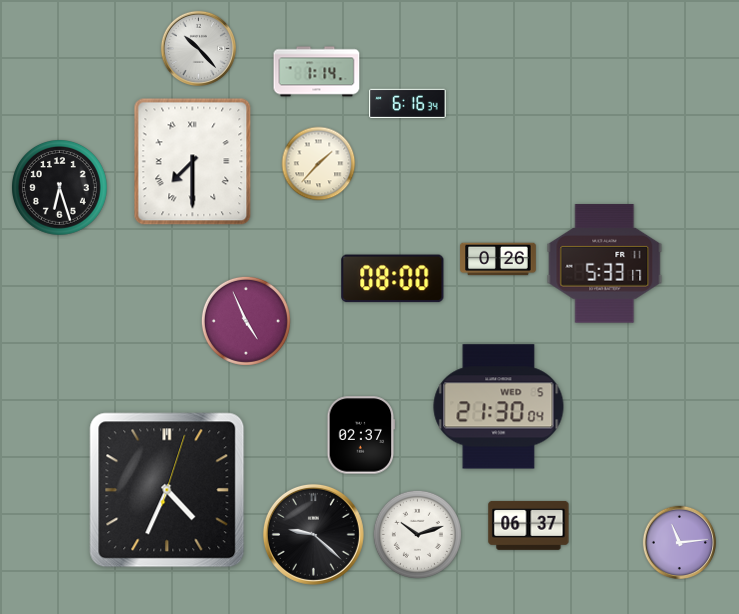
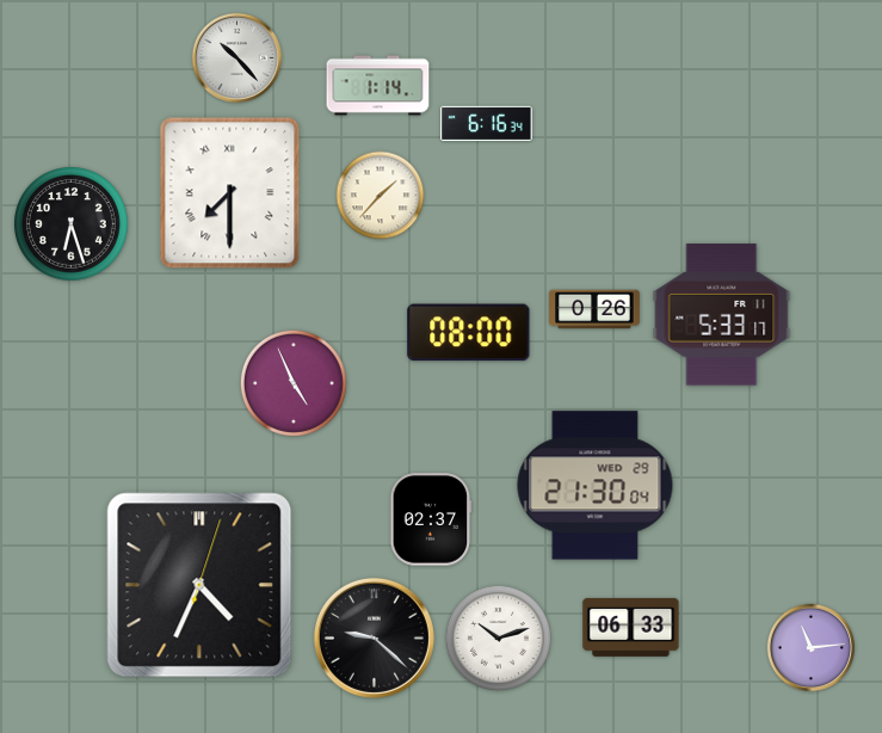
clock at (499, 407) date: WED 5 -> WED 29
clock at (529, 525): 06:37 -> 06:33
